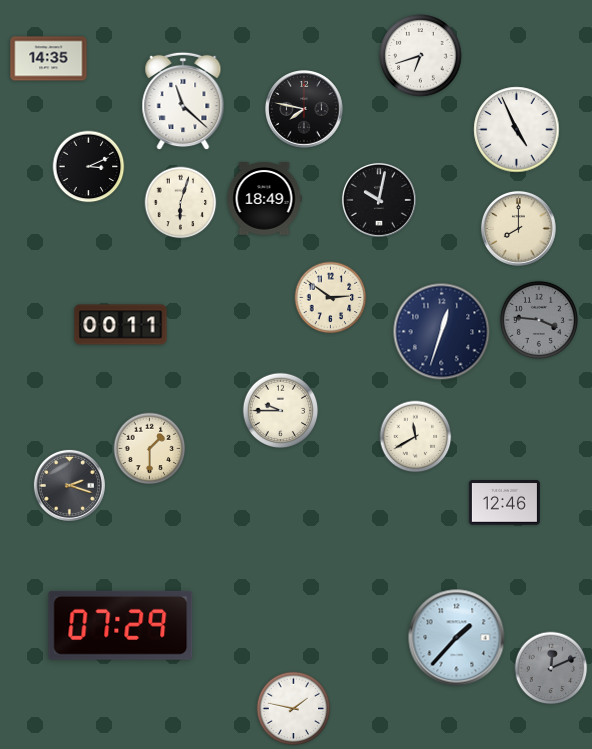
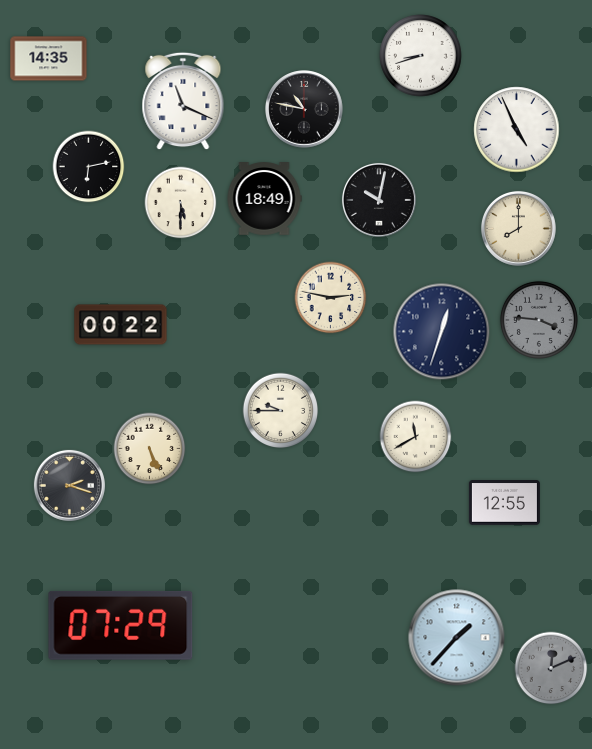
clock at (421, 56): 6:42 -> 8:42
clock at (183, 101): 11:22 -> 11:19
clock at (304, 109): 7:47 -> 10:47
clock at (89, 167): 3:11 -> 6:13
clock at (181, 203): 6:03 -> 5:30
clock at (331, 298): 2:51 -> 2:47
clock at (121, 325): 00:11 -> 00:22
clock at (150, 449): 1:30 -> 5:26
clock at (504, 503): 12:46 -> 12:55
clock at (294, 709): 1:47 -> none
